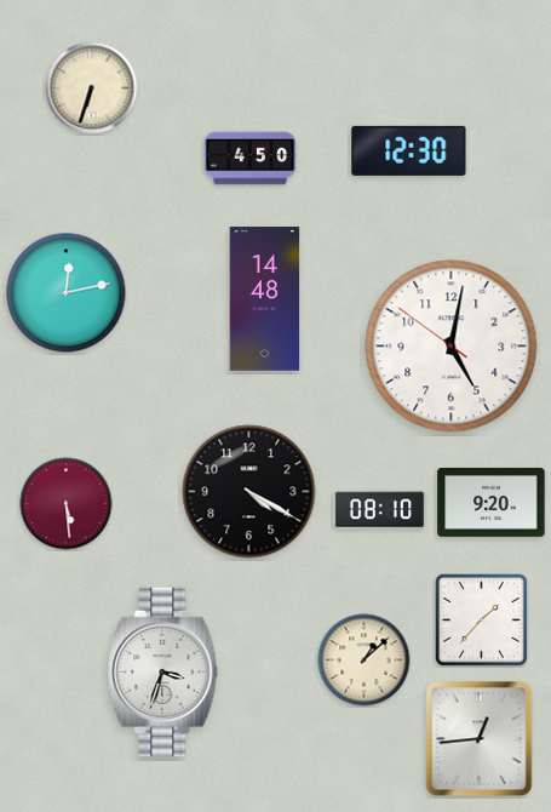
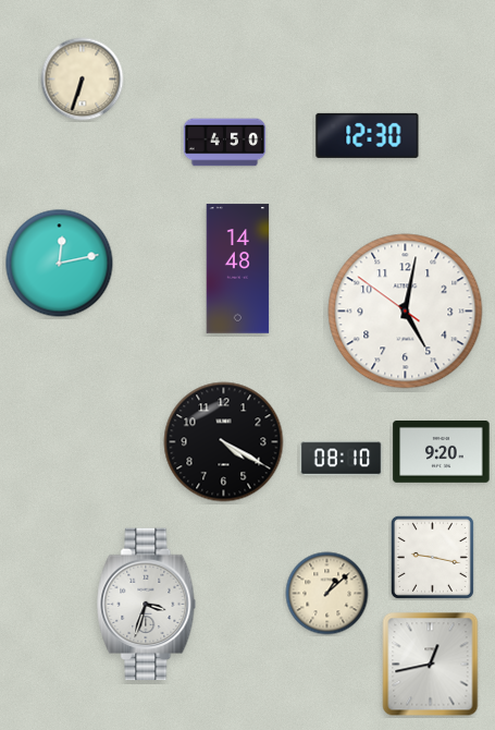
clock at (67, 504): 5:29 -> none
clock at (481, 619): 1:37 -> 9:17
clock at (480, 739): 12:44 -> 12:43
